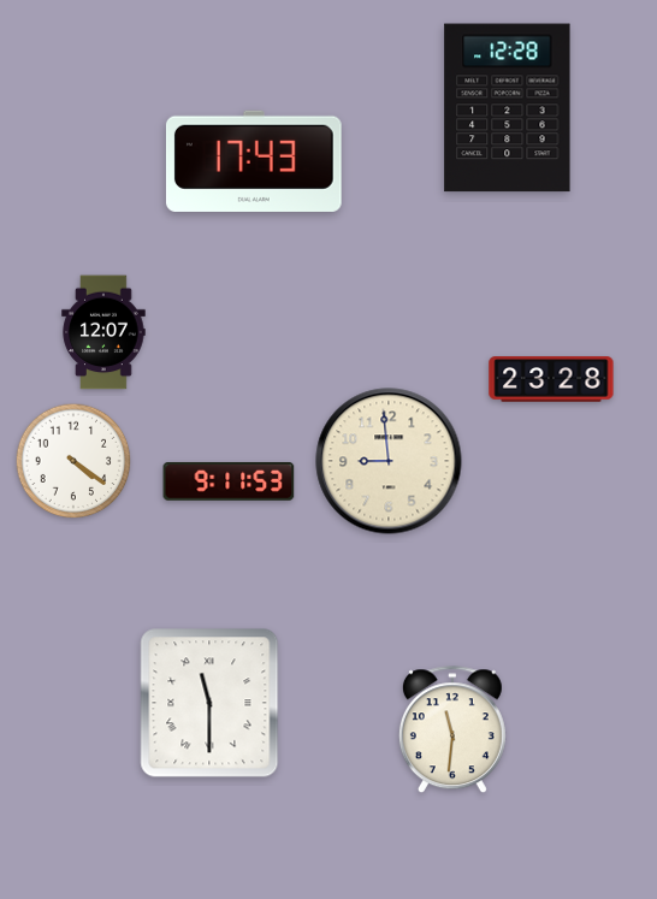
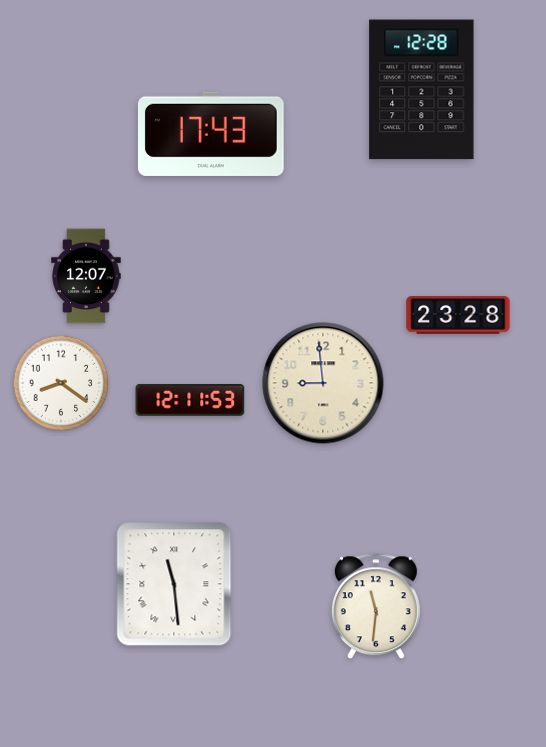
clock at (73, 461): 4:21 -> 8:21
clock at (229, 481): 9:11 -> 12:11
clock at (209, 703): 11:30 -> 11:29
